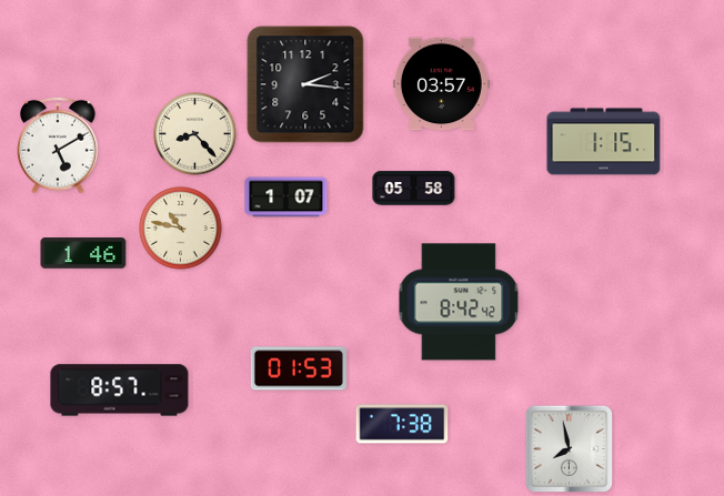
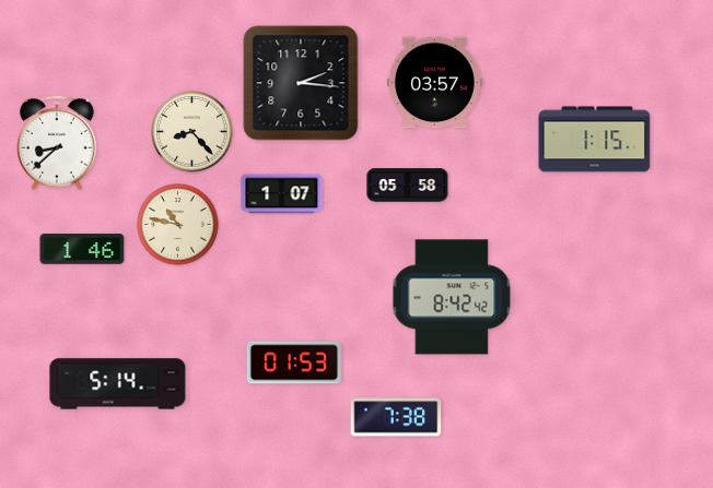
clock at (58, 145): 5:10 -> 8:38
clock at (120, 391): 8:57 -> 5:14
clock at (569, 448): 7:58 -> none
